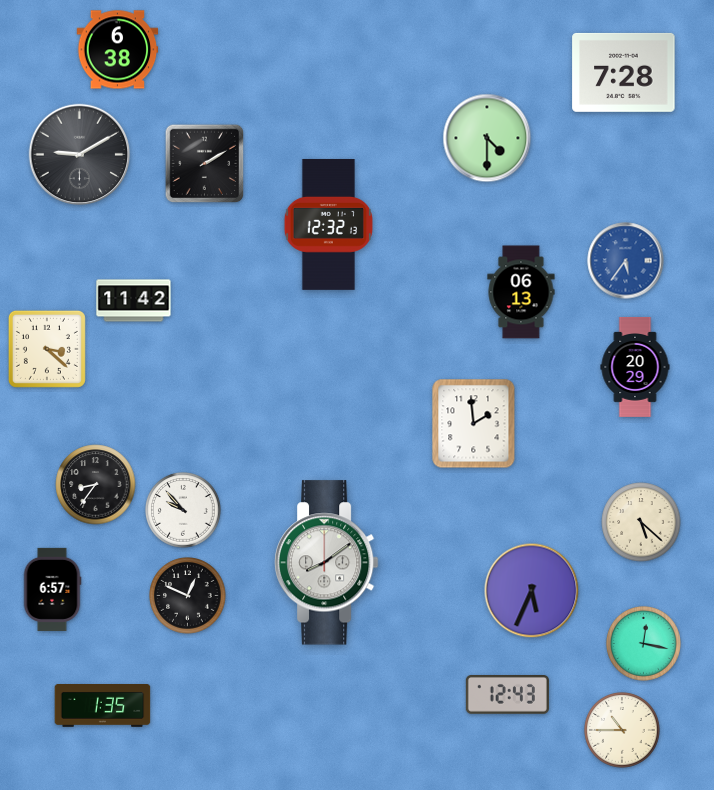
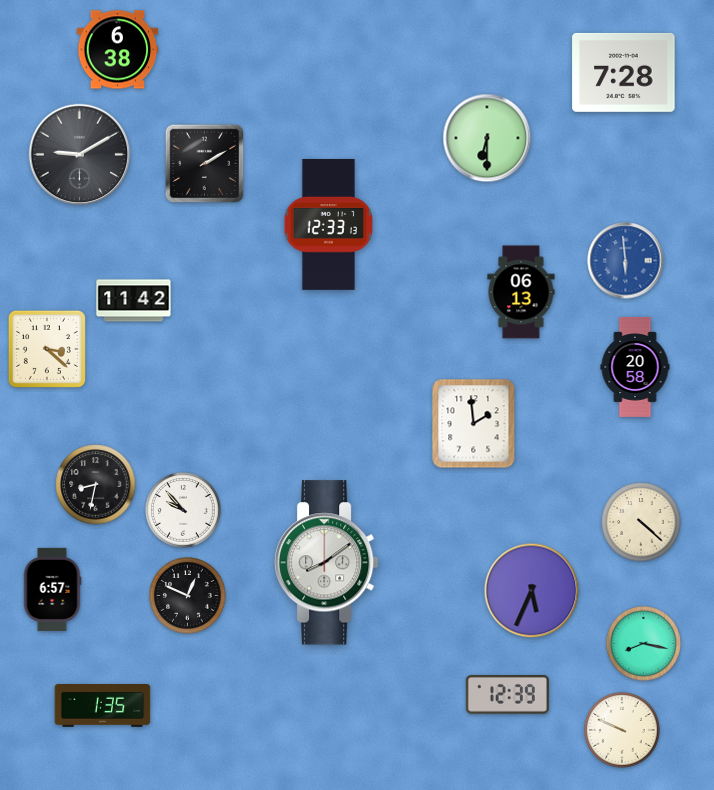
clock at (487, 138): 4:30 -> 6:30
clock at (328, 224): 12:32 -> 12:33
clock at (626, 261): 5:36 -> 5:59
clock at (635, 367): 20:29 -> 20:58
clock at (96, 485): 8:36 -> 8:32
clock at (641, 522): 5:22 -> 4:22
clock at (644, 644): 12:17 -> 8:17
clock at (507, 695): 12:43 -> 12:39
clock at (623, 731): 10:45 -> 9:49
